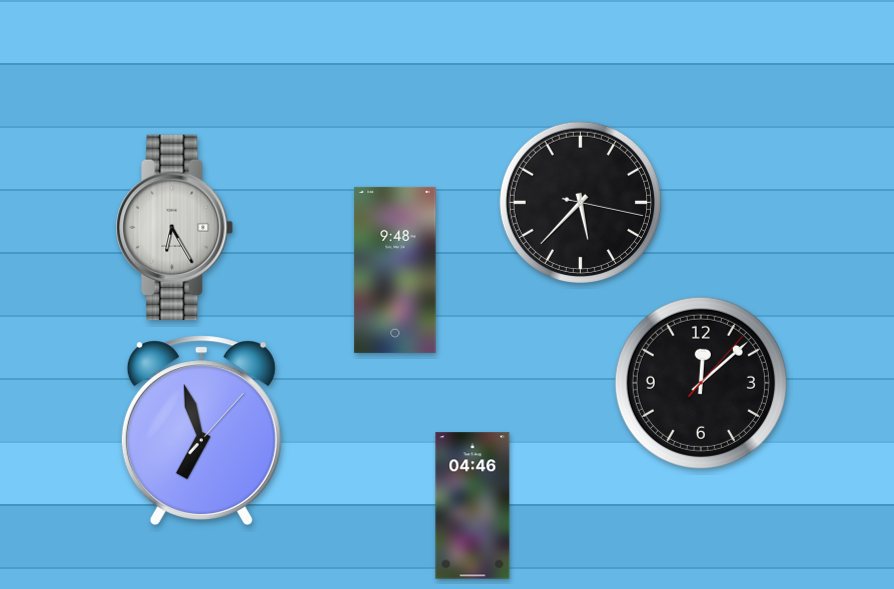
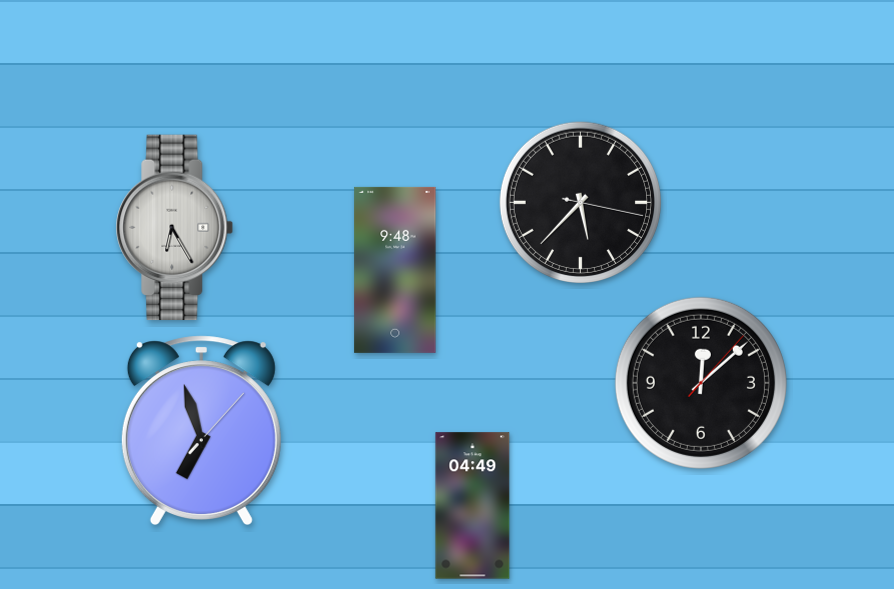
clock at (473, 506): 04:46 -> 04:49
